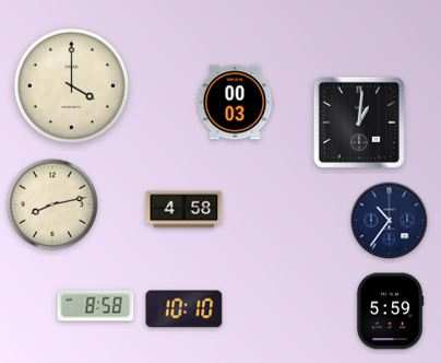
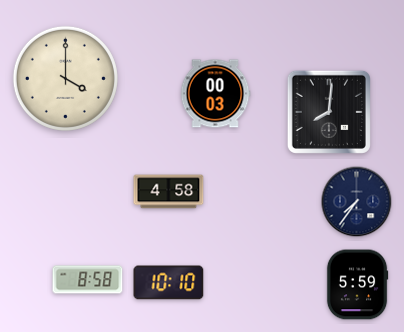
clock at (359, 122): 1:01 -> 8:01
clock at (52, 204): 8:13 -> none
clock at (390, 221): 10:36 -> 7:36
